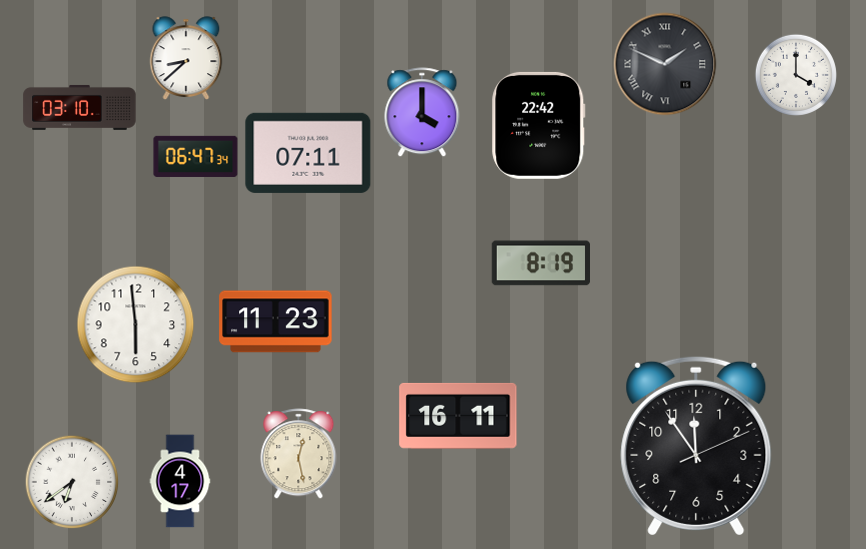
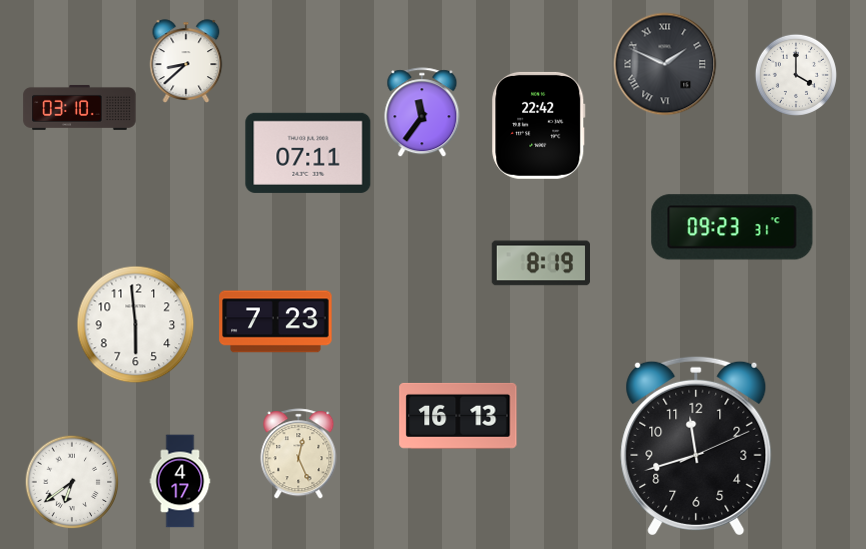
clock at (186, 58) position: (186, 58) -> (186, 61)
clock at (422, 112): 4:00 -> 11:36
clock at (196, 156): 06:47 -> none
clock at (732, 227): none -> 09:23
clock at (276, 322): 11:23 -> 7:23
clock at (458, 416): 16:11 -> 16:13
clock at (696, 446): 11:54 -> 11:42
clock at (299, 454): 12:28 -> 12:26
